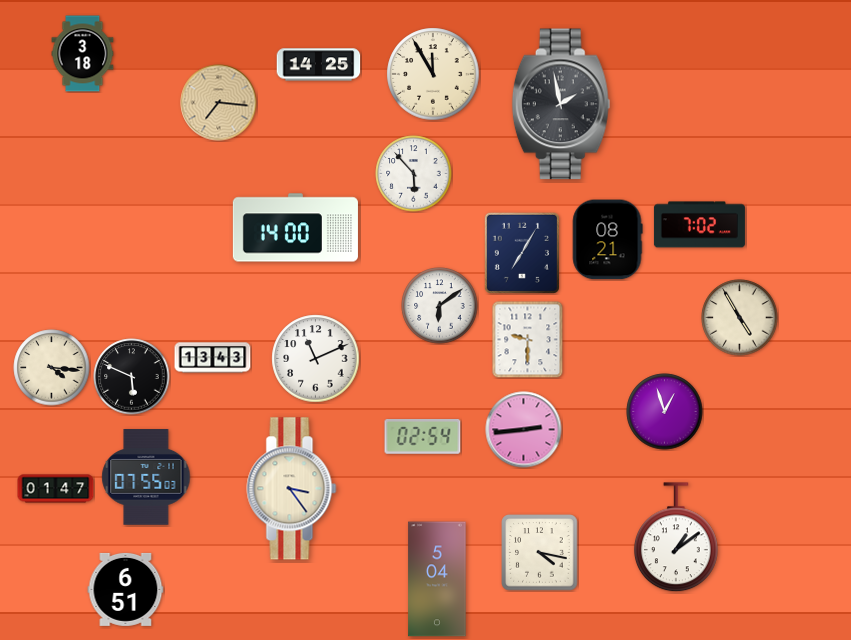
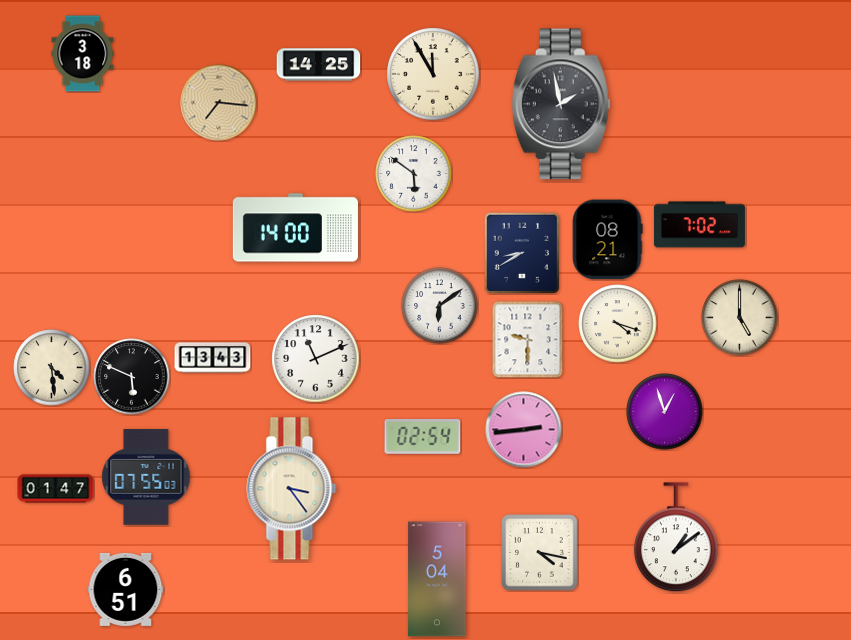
clock at (414, 174): 5:53 -> 5:51
clock at (522, 253): 7:05 -> 8:40
clock at (740, 318): 4:55 -> 5:00
clock at (618, 324): none -> 4:18
clock at (52, 368): 4:16 -> 4:29
